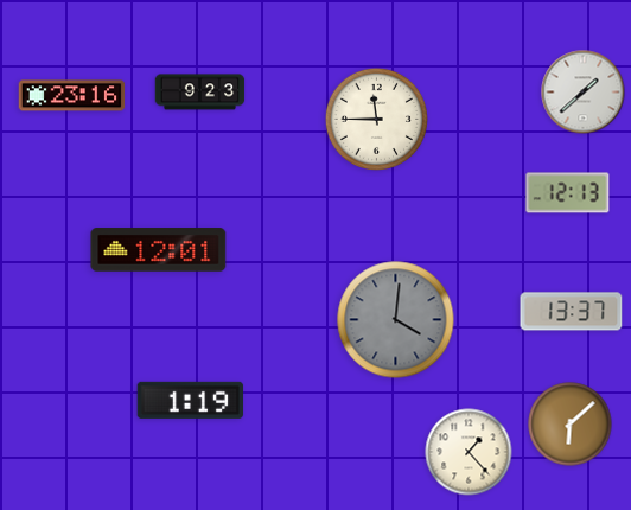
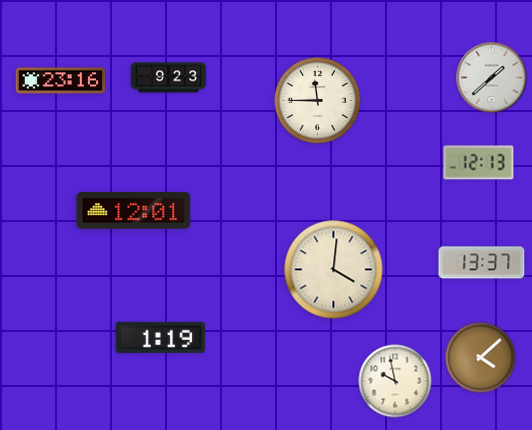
clock at (396, 320) dial: grey -> cream
clock at (571, 425): 6:08 -> 4:08
clock at (469, 452): 1:23 -> 9:58
